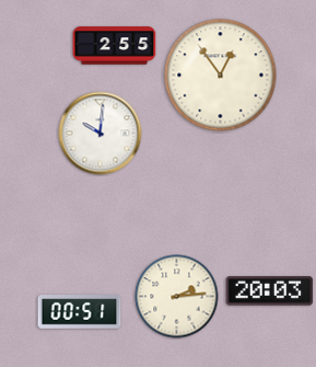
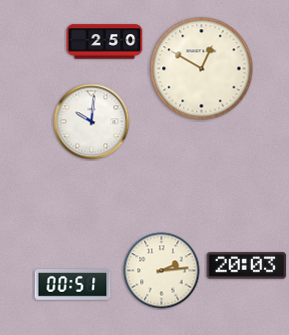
clock at (115, 46): 2:55 -> 2:50
clock at (221, 76): 12:54 -> 12:50
